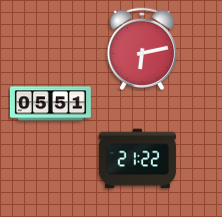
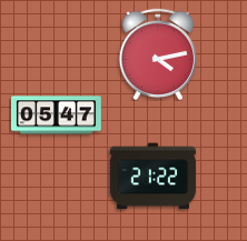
clock at (141, 48): 6:13 -> 4:13
clock at (50, 104): 05:51 -> 05:47
